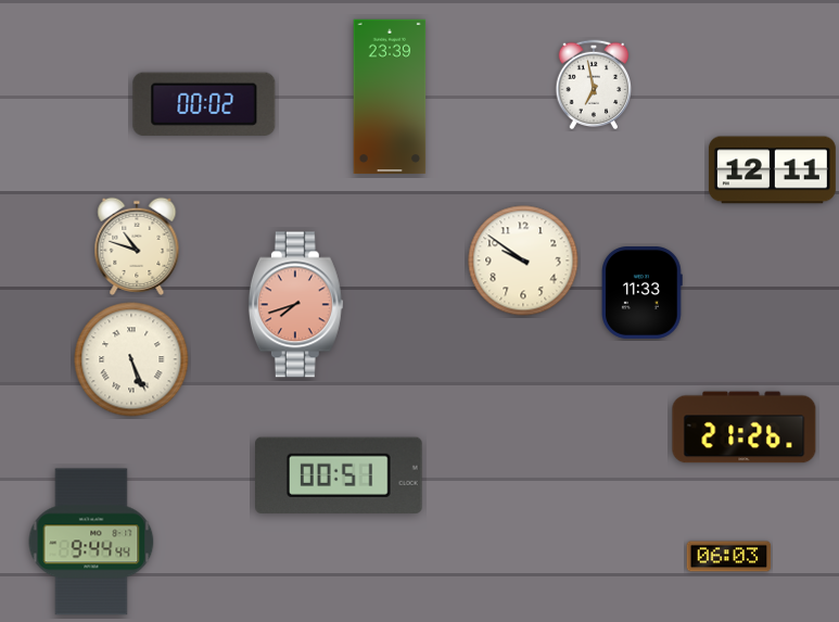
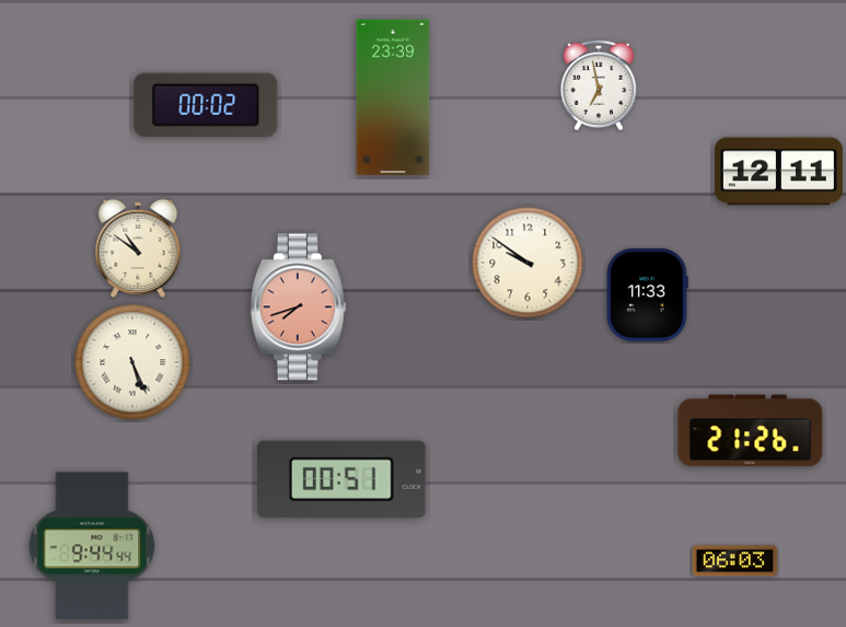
clock at (137, 246): 10:48 -> 10:51
